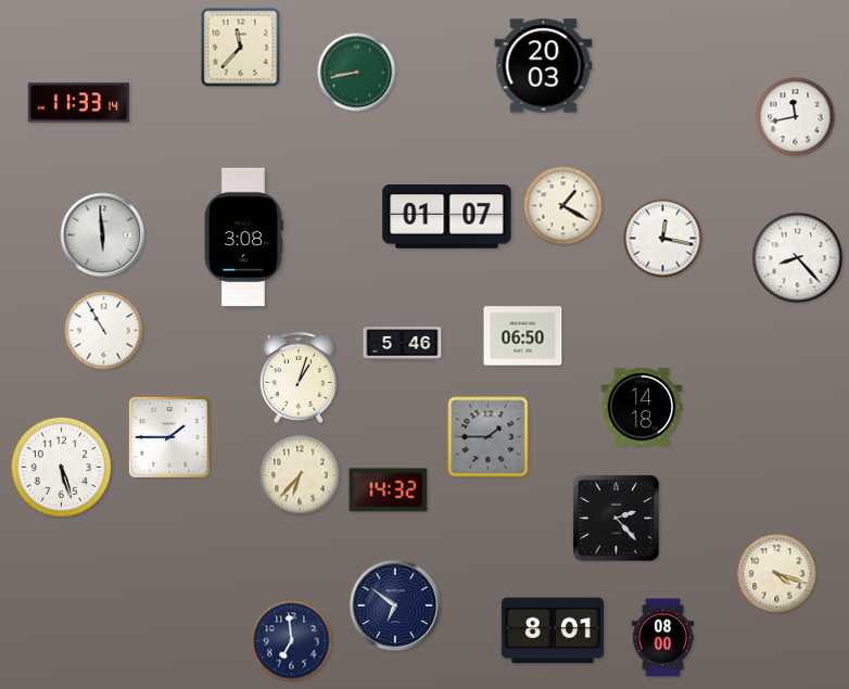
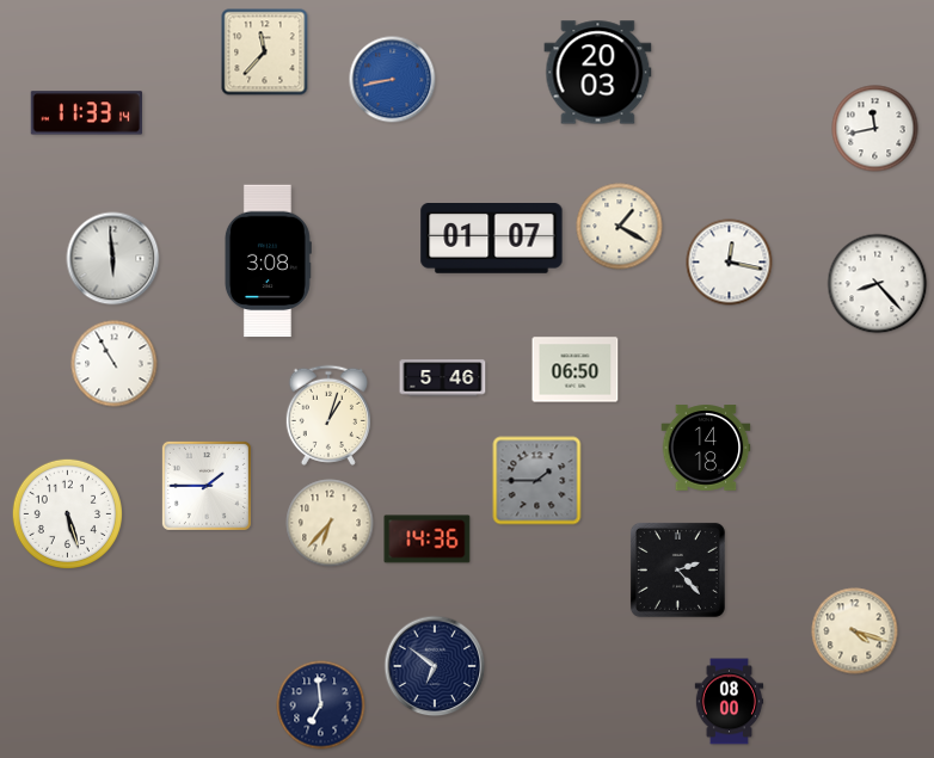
clock at (357, 73) dial: green -> blue
clock at (169, 437) position: (169, 437) -> (207, 486)
clock at (389, 490): 14:32 -> 14:36
clock at (553, 630): 8:01 -> none
